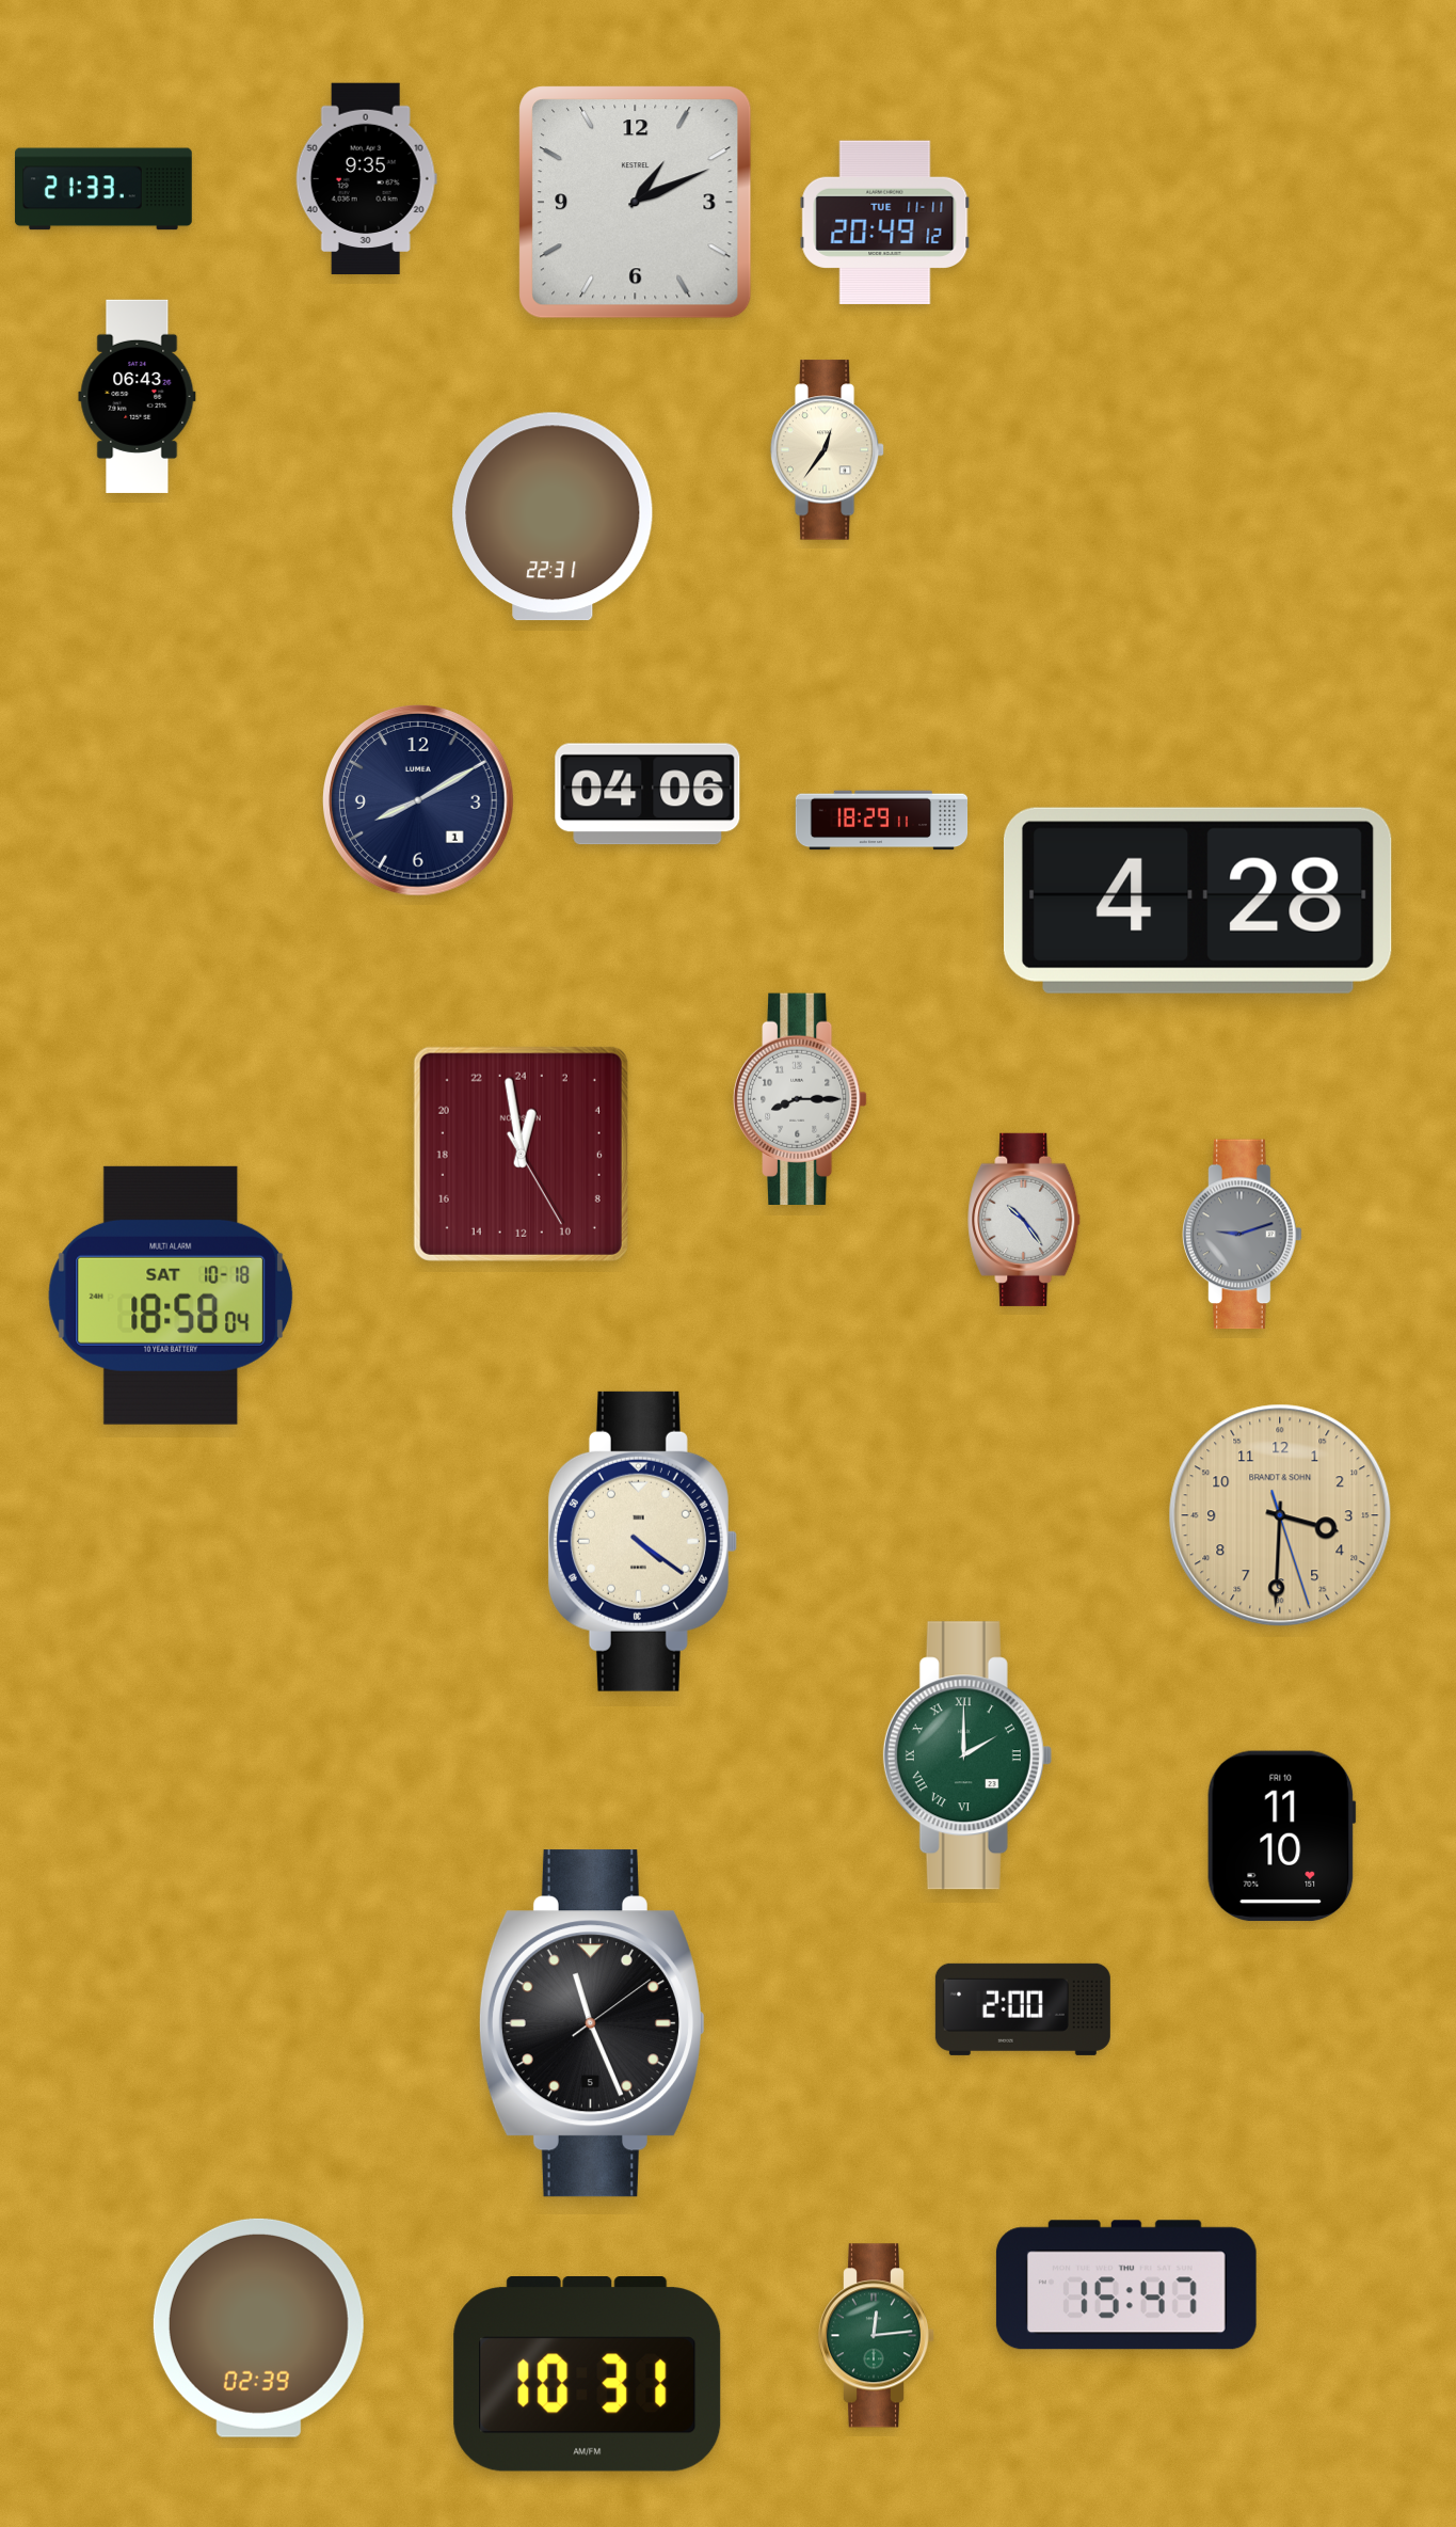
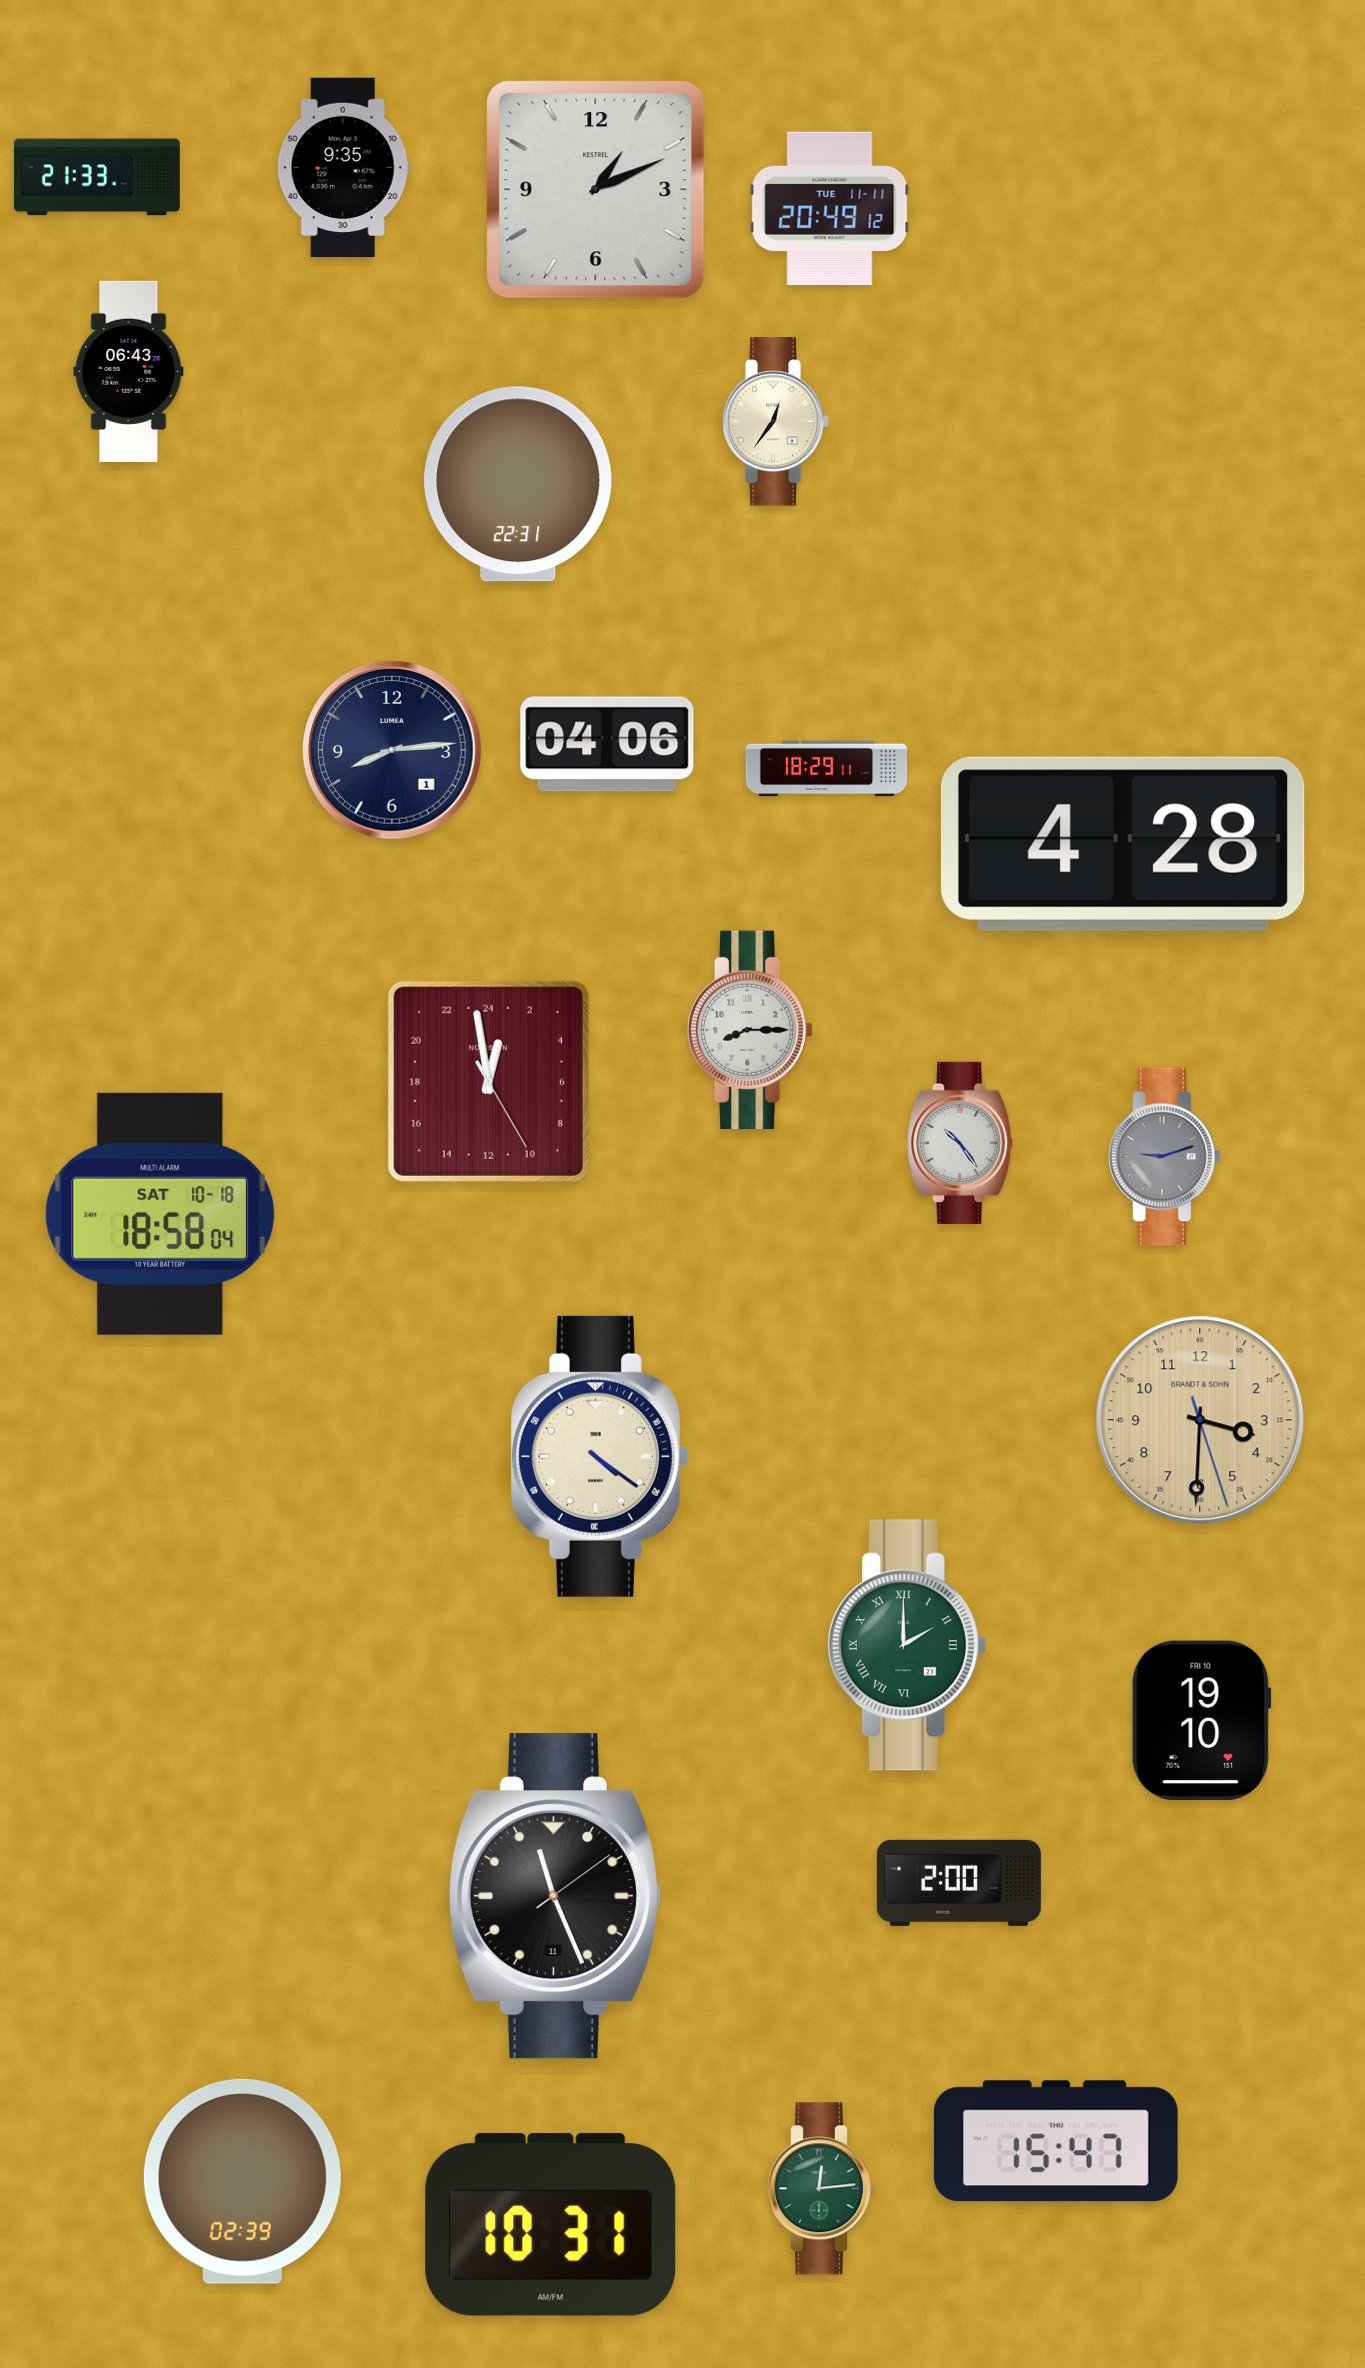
clock at (419, 801): 8:10 -> 8:14
clock at (642, 1541) position: (642, 1541) -> (599, 1456)
clock at (1281, 1837): 11:10 -> 19:10
clock at (592, 2023) date: 5 -> 11
